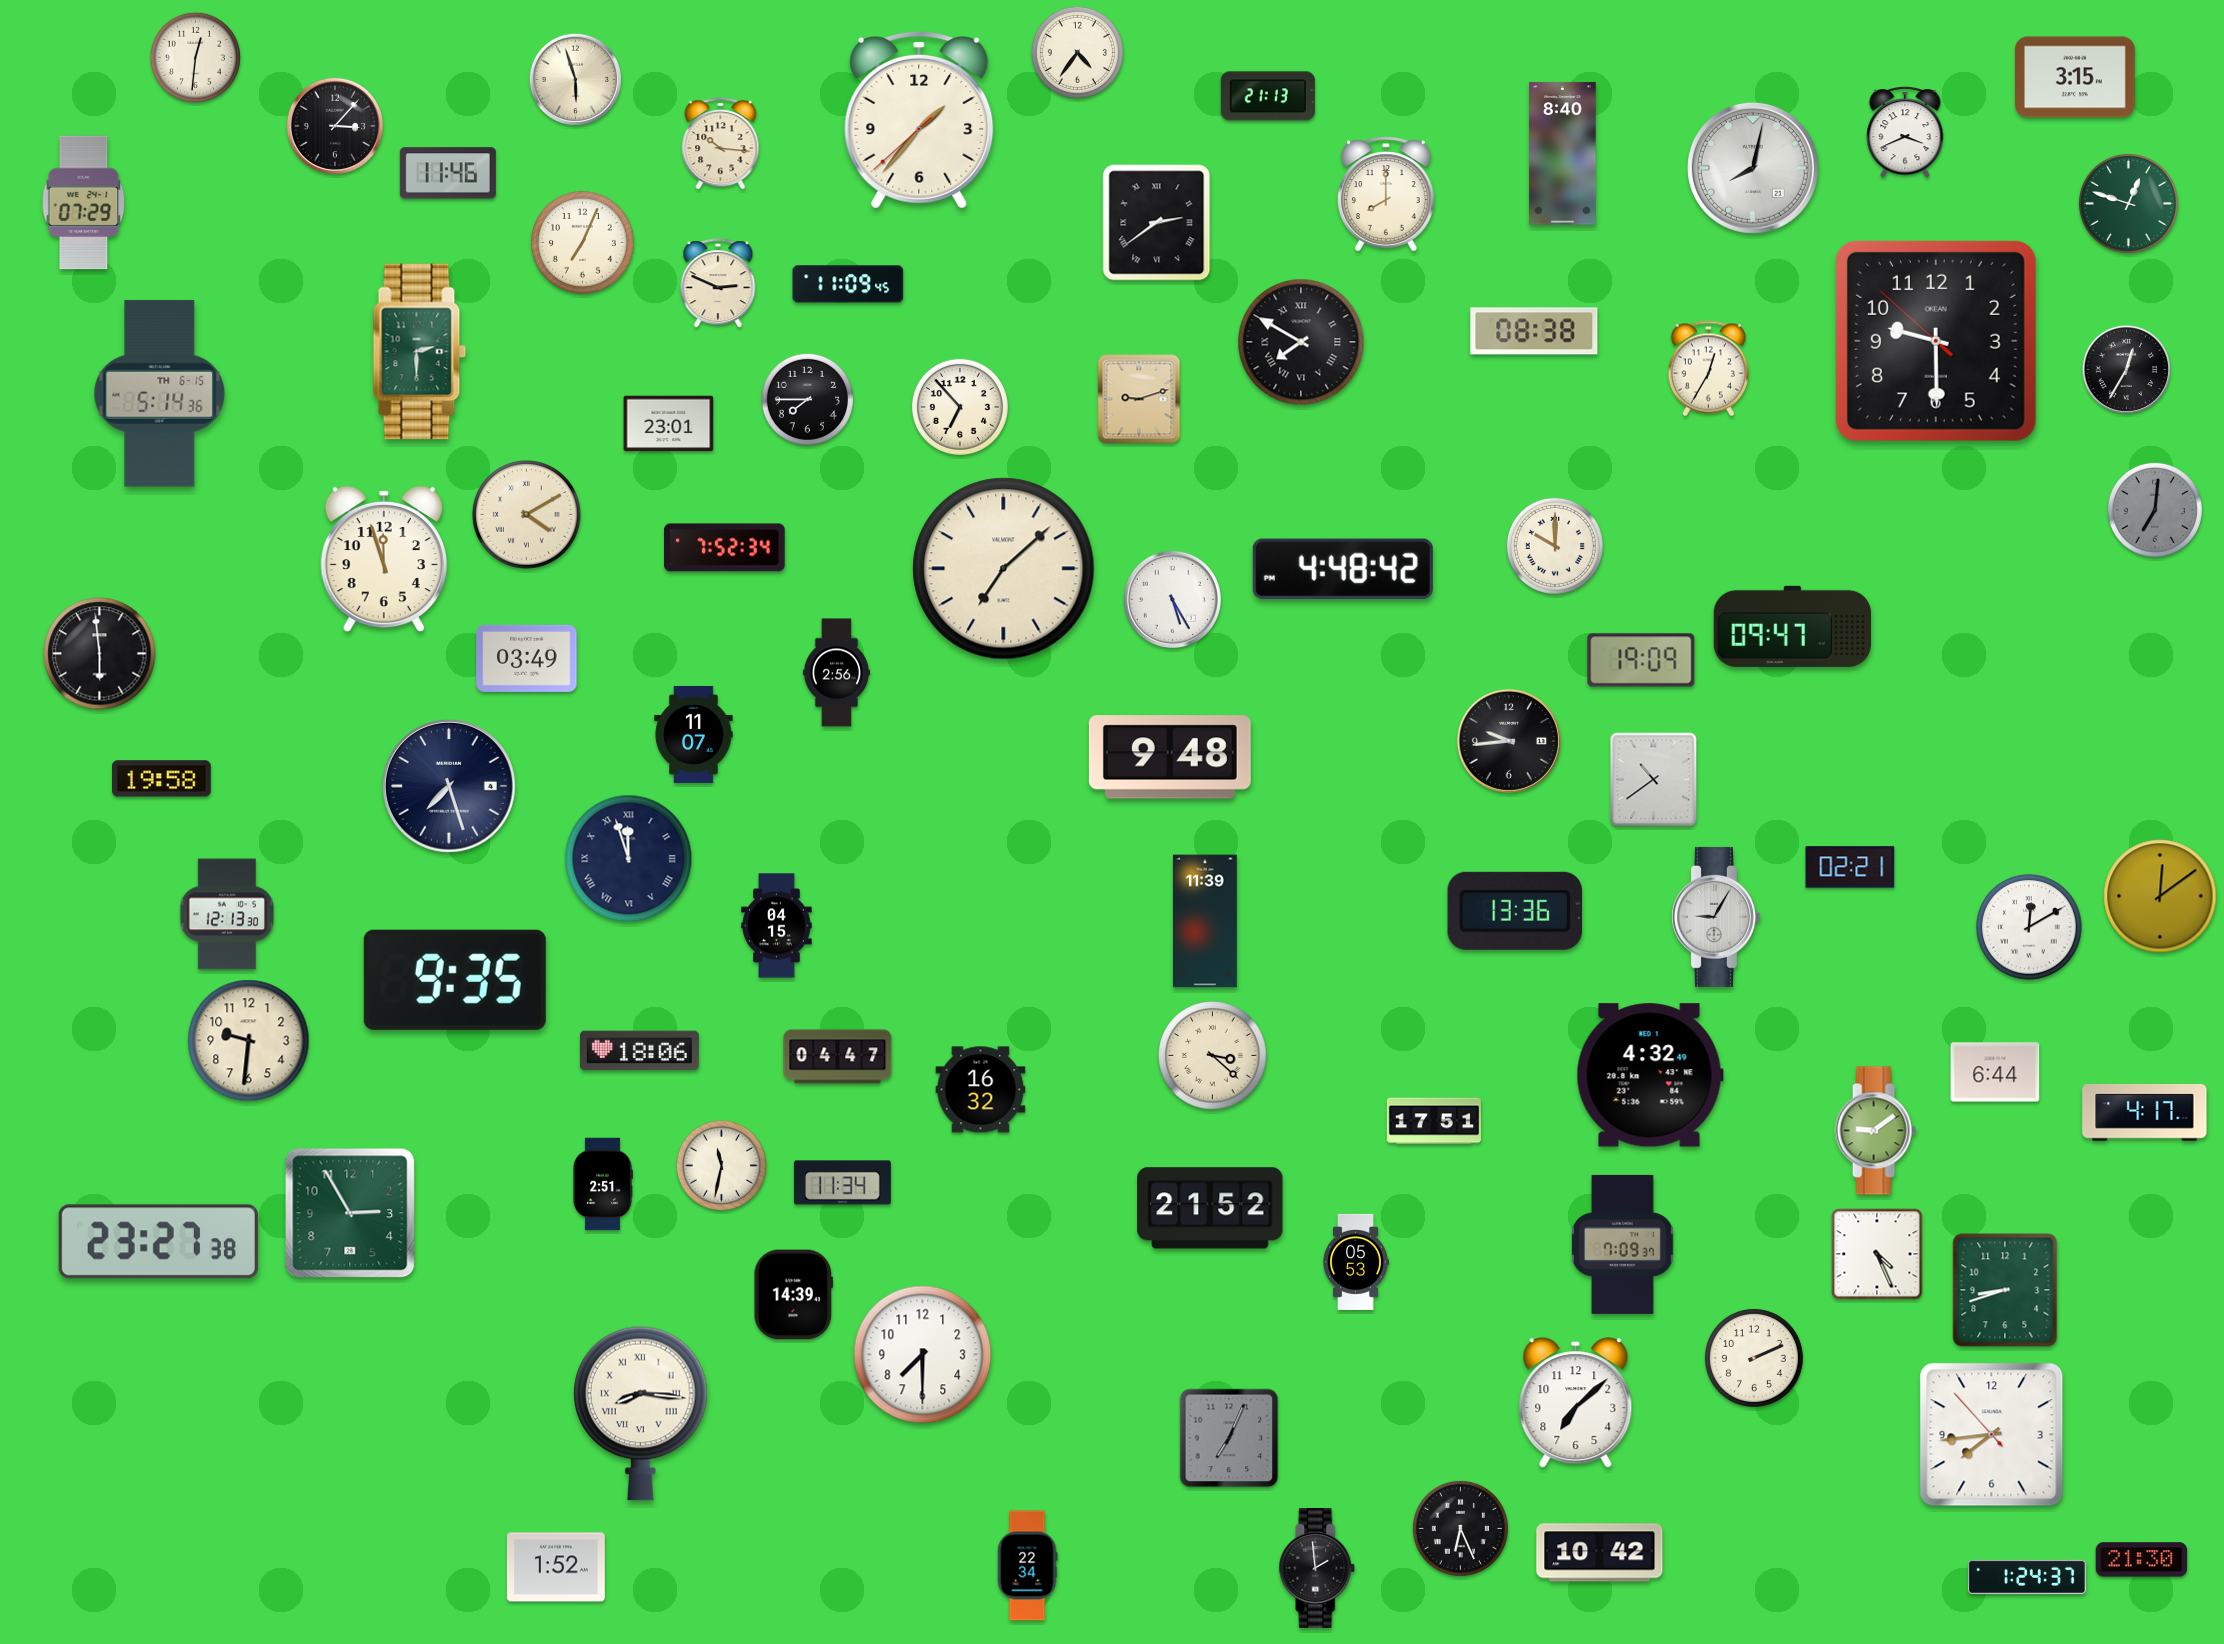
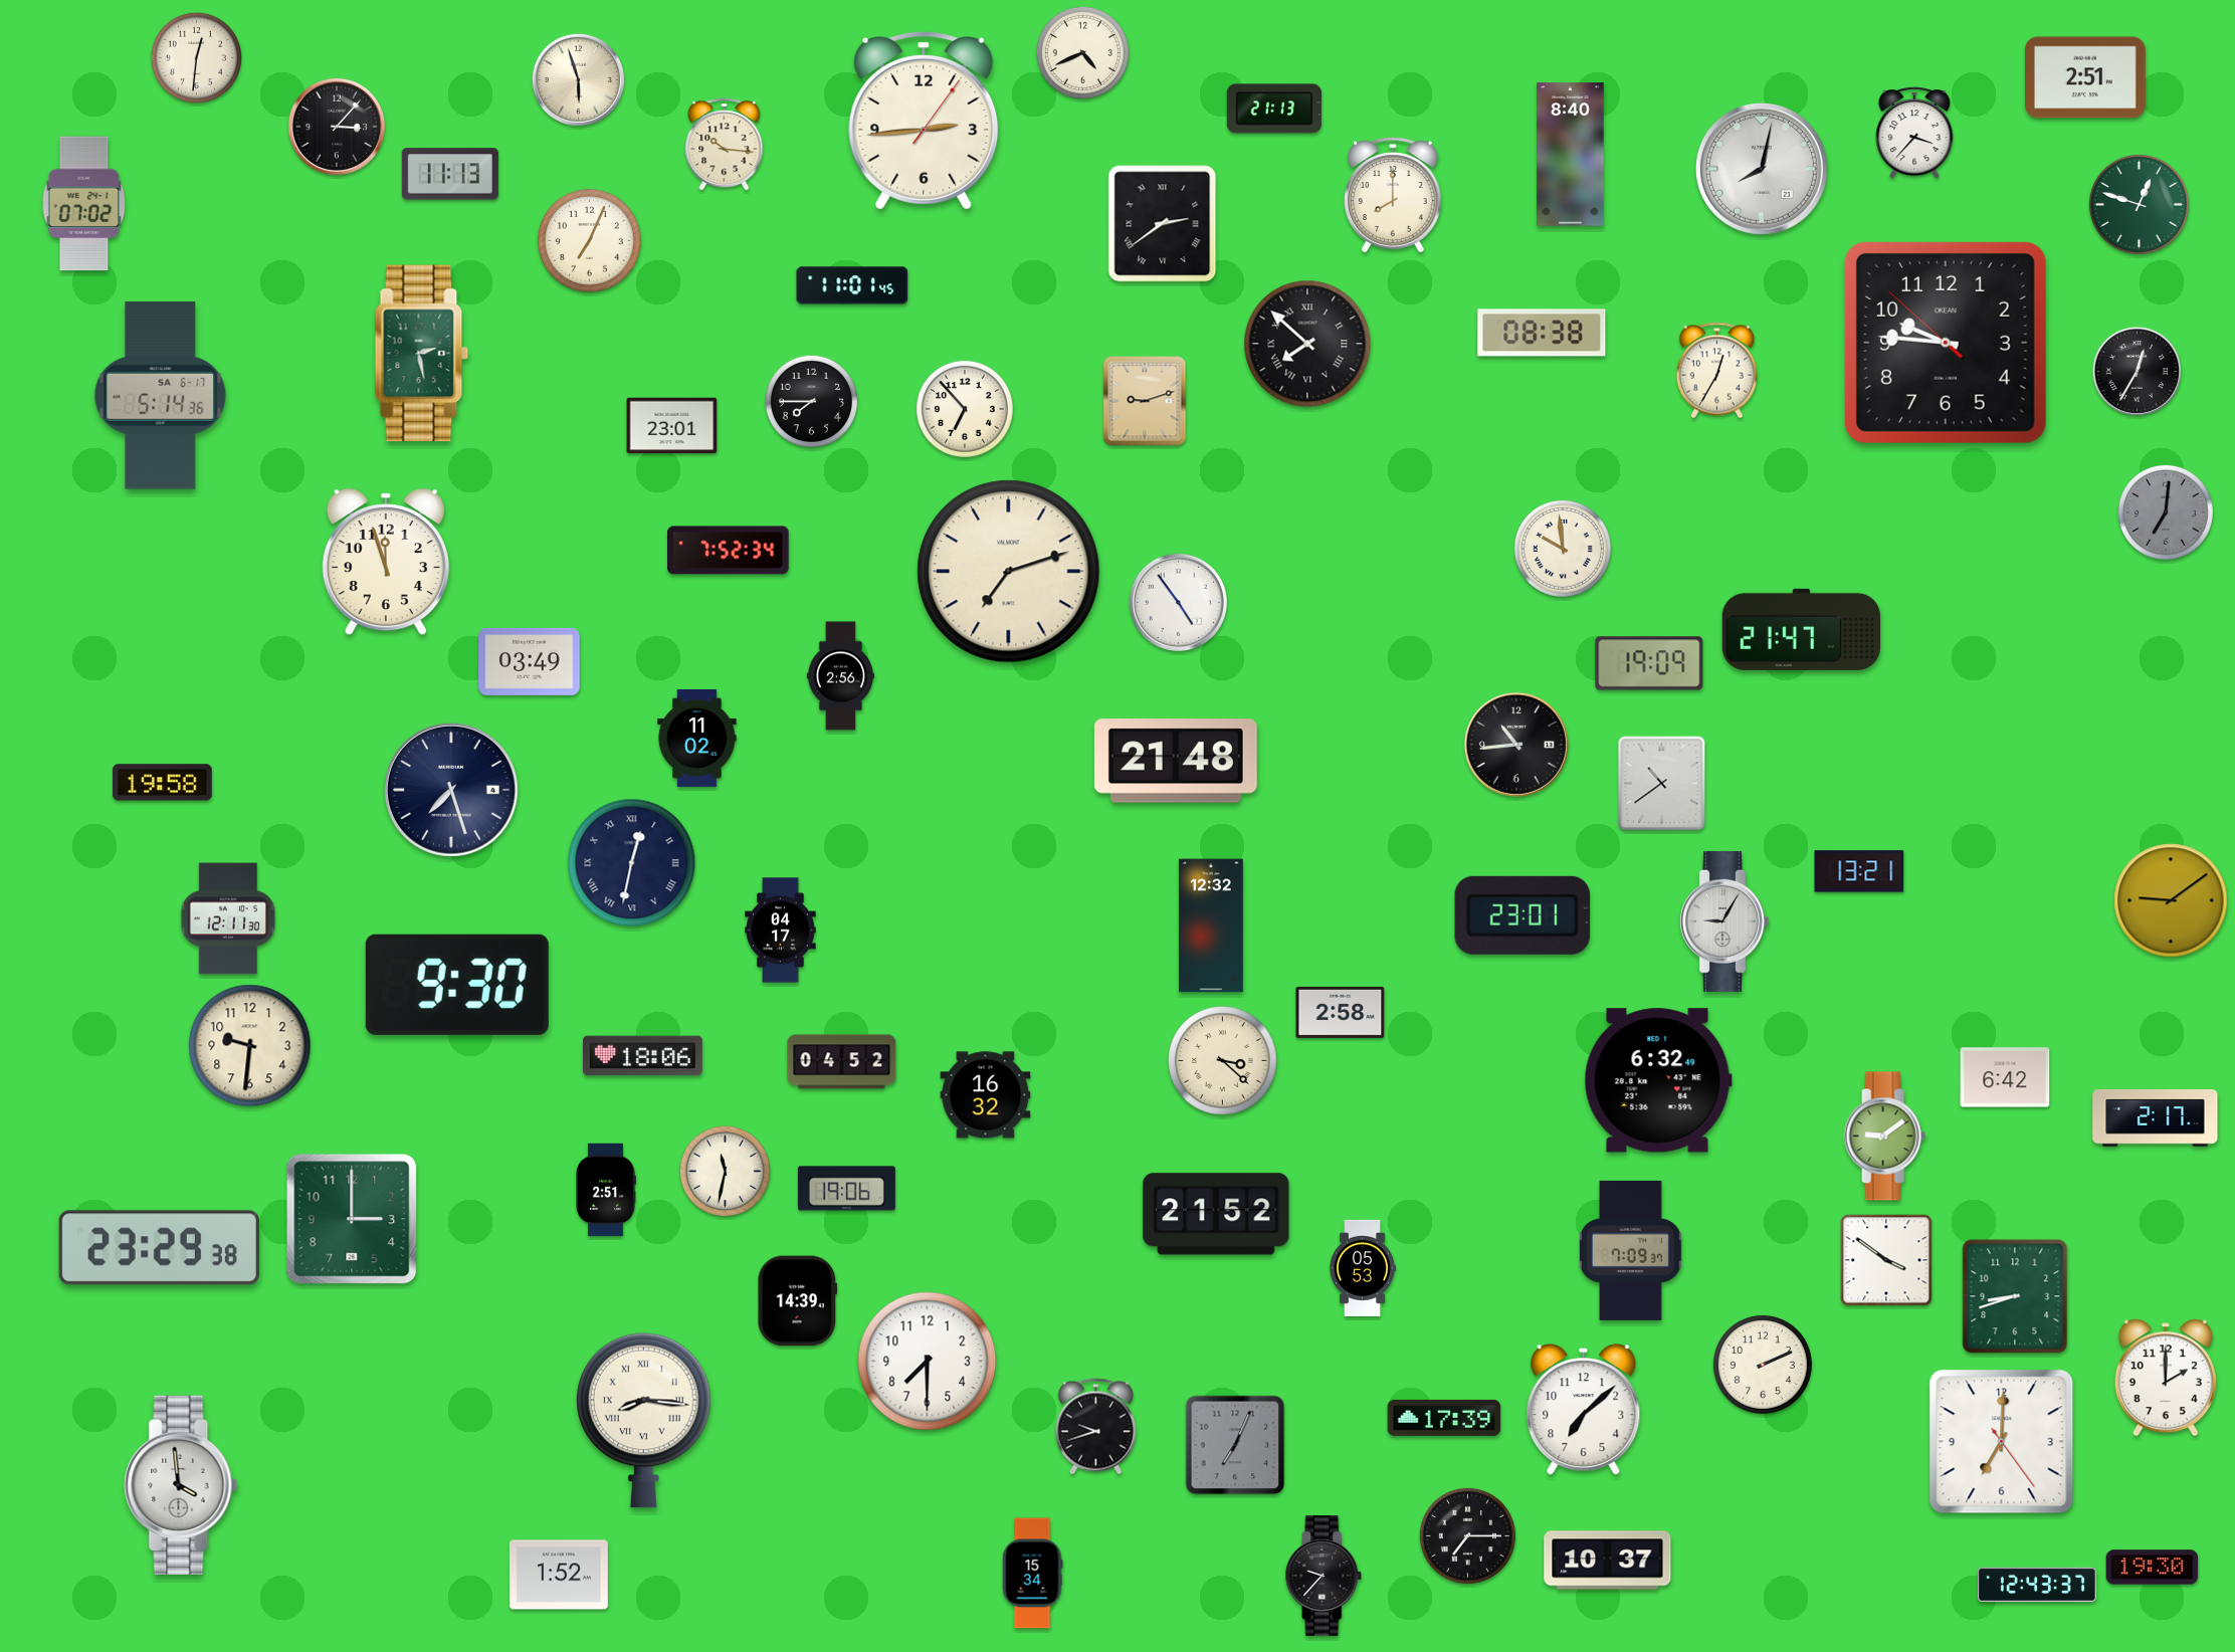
clock at (1077, 52): 4:36 -> 4:41
clock at (2076, 77): 3:15 -> 2:51
clock at (1268, 96) position: (1268, 96) -> (1274, 109)
clock at (919, 121): 1:36 -> 2:44
clock at (1905, 132): 3:41 -> 3:37
clock at (448, 173): 11:46 -> 11:13
clock at (84, 203): 07:29 -> 07:02
clock at (583, 243) position: (583, 243) -> (590, 241)
clock at (718, 284): 2:49 -> none
clock at (848, 284): 11:09 -> 11:01
clock at (1936, 341): 9:29 -> 9:45
clock at (1301, 342): 7:50 -> 7:52
clock at (420, 352): 2:30 -> 2:28
clock at (160, 394) date: TH 6-15 -> SA 6-17
clock at (527, 515): 4:10 -> none
clock at (1555, 546): 10:00 -> 9:59
clock at (1004, 569): 7:08 -> 7:12
clock at (1343, 569): 4:48 -> none
clock at (1172, 599): 5:25 -> 4:54
clock at (1792, 626): 09:47 -> 21:47
clock at (100, 654): 5:59 -> none
clock at (694, 734): 11:07 -> 11:02
clock at (1509, 741): 9:44 -> 10:44
clock at (1170, 757): 9:48 -> 21:48
clock at (629, 859): 11:57 -> 12:32
clock at (1850, 867): 02:21 -> 13:21
clock at (2160, 896): 12:09 -> 9:09
clock at (1515, 911): 13:36 -> 23:01
clock at (226, 914): 12:13 -> 12:11
clock at (1205, 921): 11:39 -> 12:32
clock at (777, 926): 04:15 -> 04:17
clock at (2029, 927): 12:10 -> none
clock at (455, 980): 9:35 -> 9:30
clock at (1341, 1012): none -> 2:58
clock at (1213, 1056) position: (1213, 1056) -> (1223, 1061)
clock at (838, 1057): 04:47 -> 04:52
clock at (1995, 1072): 6:44 -> 6:42
clock at (1650, 1075): 4:32 -> 6:32
clock at (2145, 1113): 4:17 -> 2:17
clock at (1433, 1121): 17:51 -> none
clock at (842, 1183): 11:34 -> 19:06
clock at (350, 1213): 2:55 -> 3:00
clock at (158, 1242): 23:27 -> 23:29
clock at (1877, 1254): 4:26 -> 3:51
clock at (2166, 1378): none -> 2:00
clock at (1444, 1418): none -> 17:39
clock at (1095, 1427): none -> 9:42
clock at (1992, 1435): 7:43 -> 7:00
clock at (181, 1485): none -> 3:59
clock at (1460, 1528): 6:26 -> 7:15
clock at (1600, 1553): 10:42 -> 10:37
clock at (2142, 1560): 21:30 -> 19:30
clock at (1027, 1566): 22:34 -> 15:34
clock at (1317, 1569): 1:59 -> 9:37
clock at (2027, 1577): 1:24 -> 12:43
